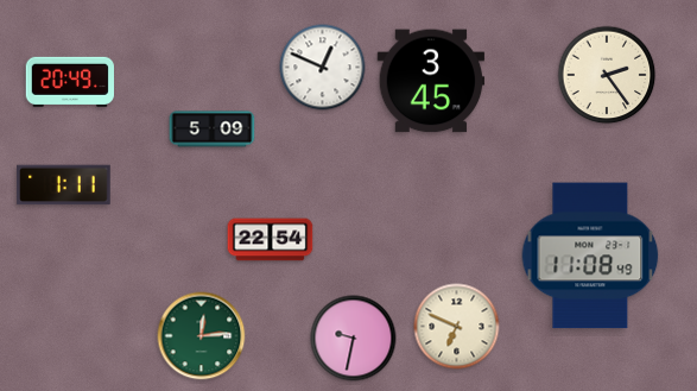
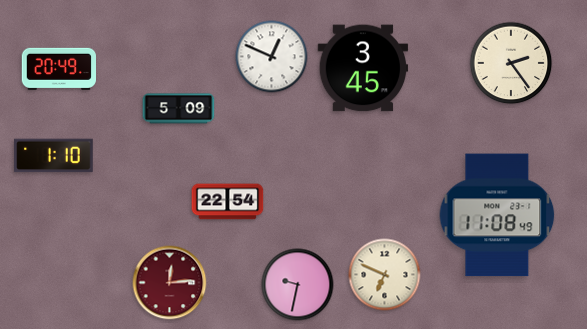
clock at (64, 185): 1:11 -> 1:10
clock at (202, 336) dial: green -> burgundy
